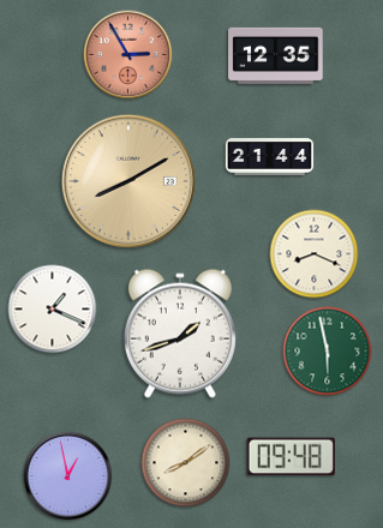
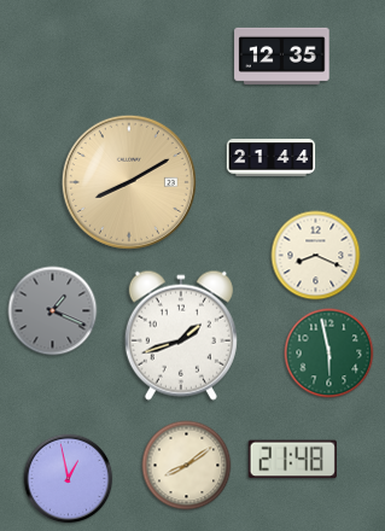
clock at (128, 55): 2:55 -> none
clock at (276, 55) position: (276, 55) -> (282, 56)
clock at (53, 310) dial: white -> grey
clock at (291, 457): 09:48 -> 21:48
